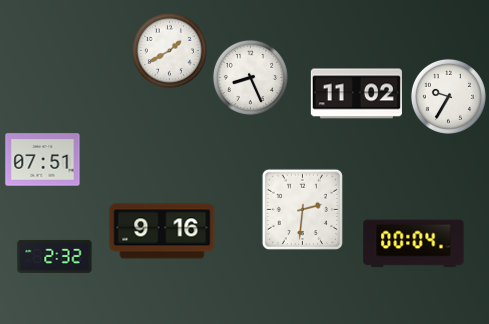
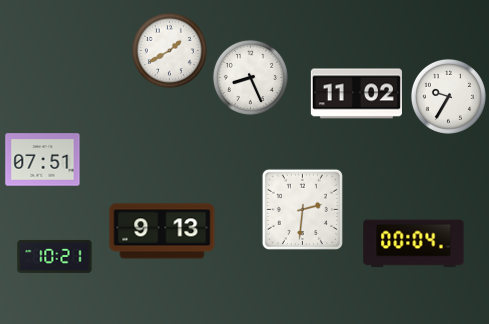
clock at (162, 231): 9:16 -> 9:13
clock at (55, 256): 2:32 -> 10:21
